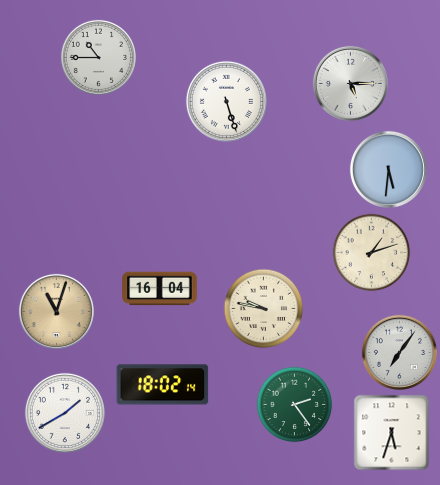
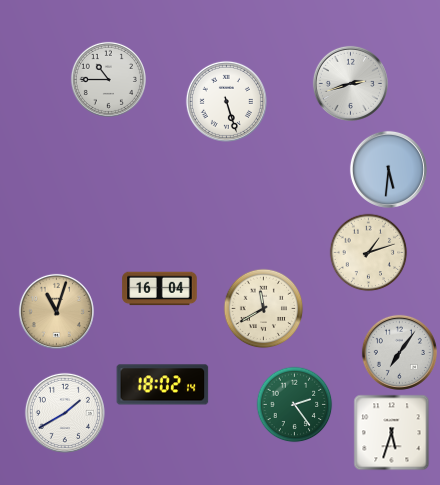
clock at (98, 57) position: (98, 57) -> (108, 79)
clock at (350, 83): 5:15 -> 2:42
clock at (372, 253) position: (372, 253) -> (369, 253)
clock at (264, 309): 9:47 -> 11:40
